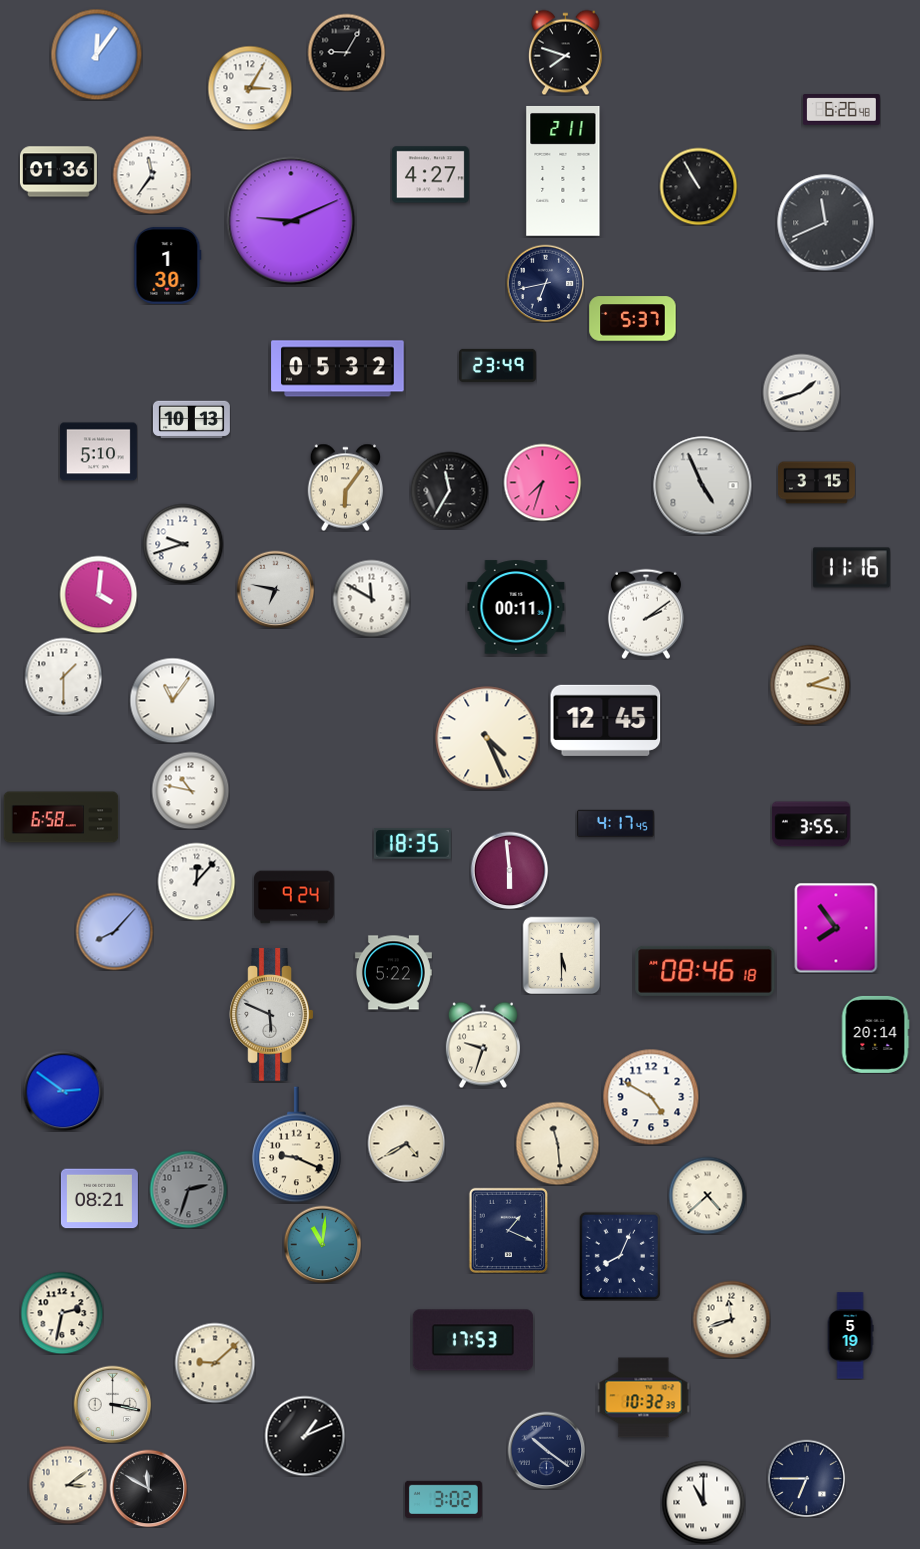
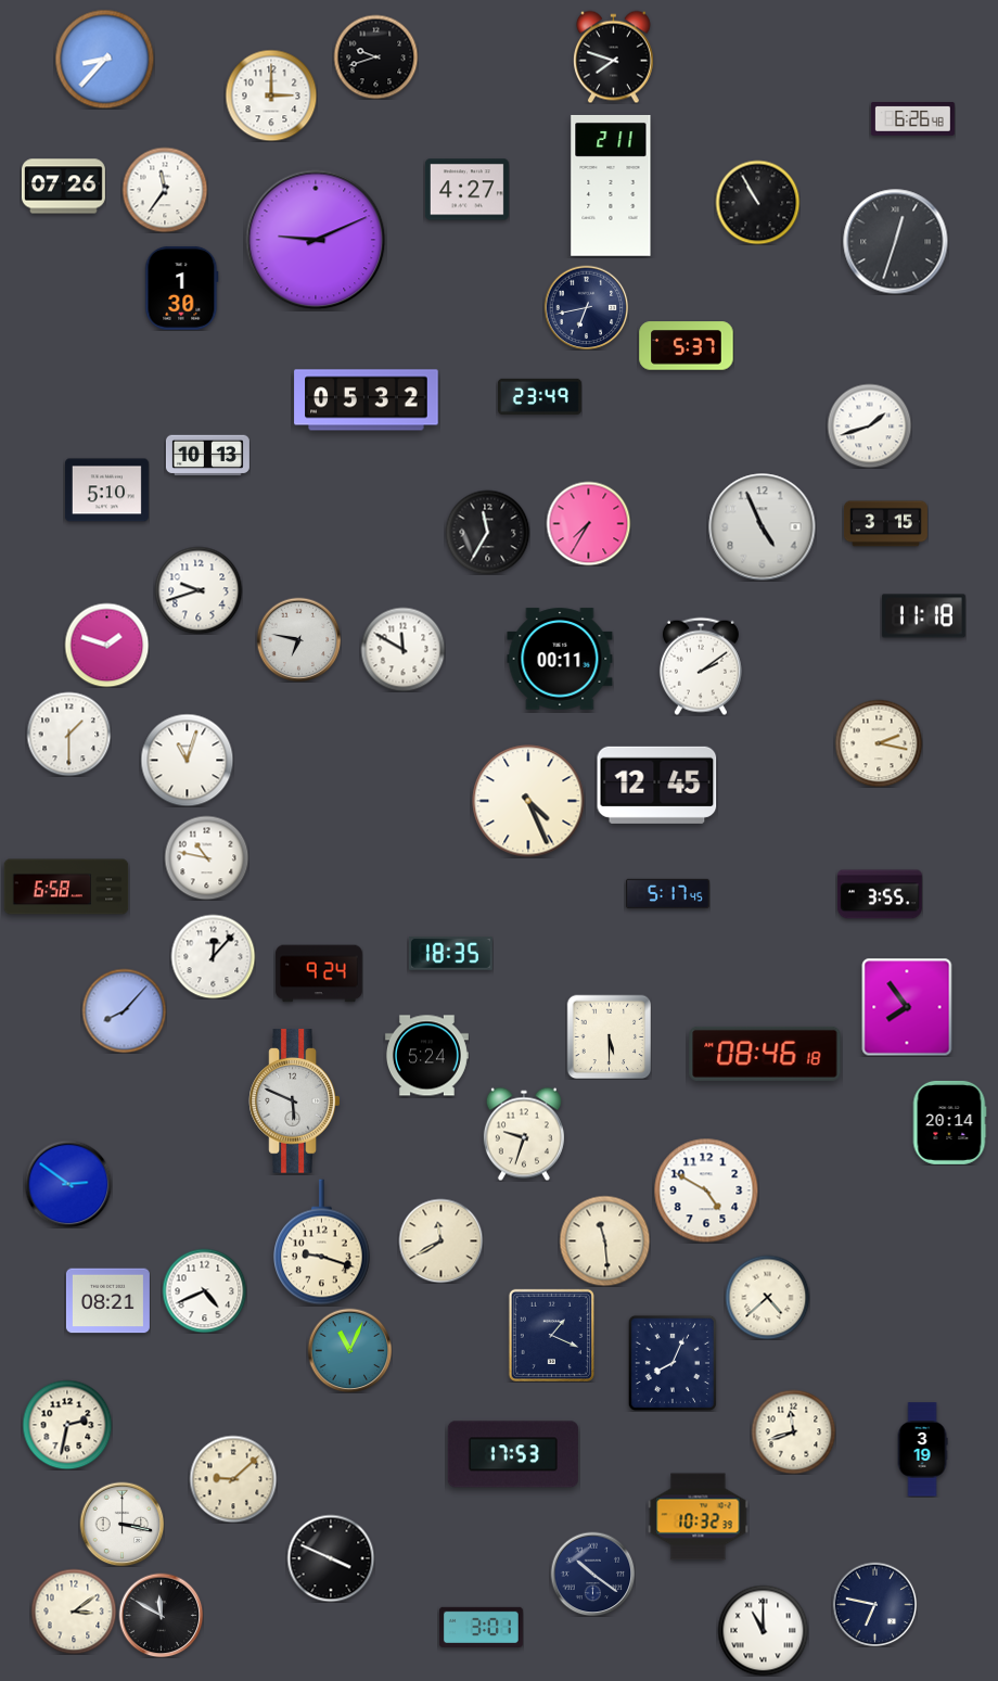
clock at (346, 52): 9:05 -> 9:42
clock at (96, 54): 12:06 -> 8:37
clock at (250, 88): 3:05 -> 3:00
clock at (58, 172): 01:36 -> 07:26
clock at (826, 223): 11:41 -> 12:33
clock at (545, 283) position: (545, 283) -> (586, 307)
clock at (542, 482): 7:33 -> 7:35
clock at (345, 487): 6:06 -> none
clock at (851, 568): 11:16 -> 11:18
clock at (98, 594): 4:01 -> 1:48
clock at (172, 700): 11:06 -> 11:03
clock at (606, 720) position: (606, 720) -> (657, 785)
clock at (615, 824): 4:17 -> 5:17
clock at (412, 844) position: (412, 844) -> (450, 954)
clock at (509, 870): 5:59 -> none
clock at (393, 973): 5:22 -> 5:24
clock at (406, 1143): 4:40 -> 11:40
clock at (297, 1145): 9:19 -> 9:18
clock at (188, 1189): 2:33 -> 4:41
clock at (188, 1189) dial: grey -> white
clock at (322, 1244): 11:01 -> 11:04
clock at (850, 1336): 5:19 -> 3:19
clock at (305, 1436): 1:11 -> 3:49
clock at (806, 1478): 6:45 -> 6:47
clock at (443, 1499): 3:02 -> 3:01
